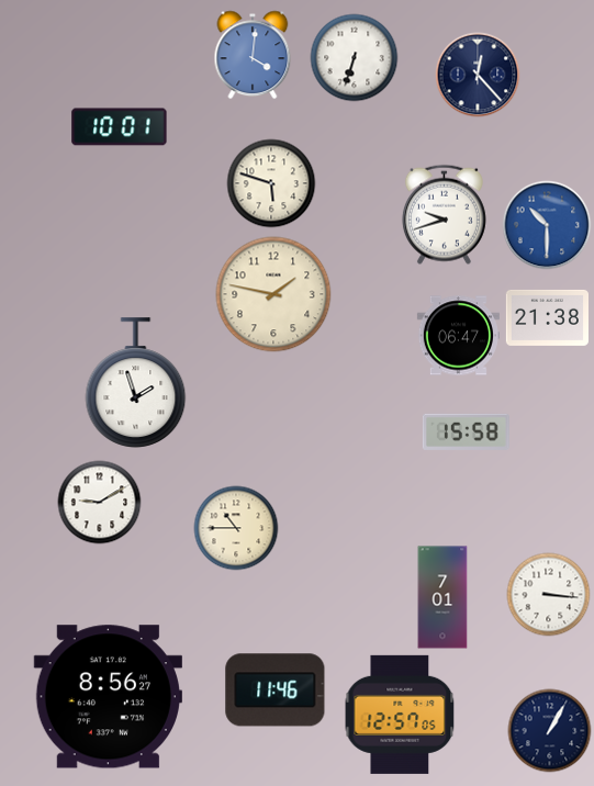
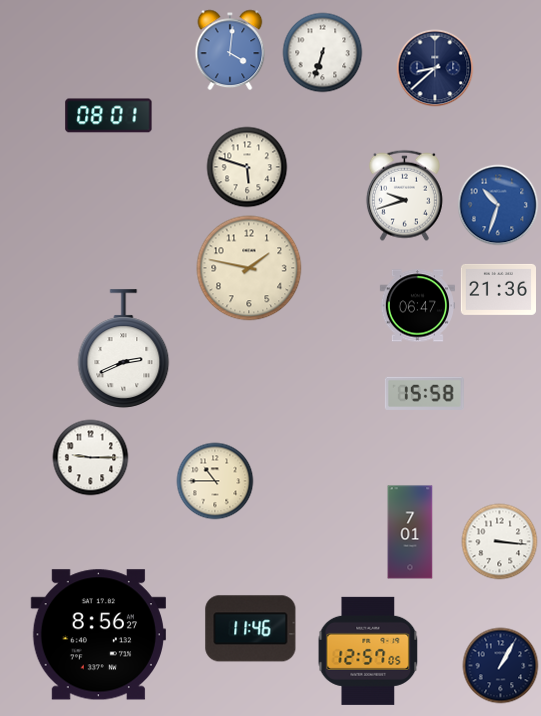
clock at (478, 75): 12:23 -> 8:38
clock at (120, 127): 10:01 -> 08:01
clock at (547, 225): 10:30 -> 10:33
clock at (547, 317): 21:38 -> 21:36
clock at (136, 383): 1:57 -> 2:41
clock at (100, 503): 9:10 -> 9:15
clock at (442, 597) position: (442, 597) -> (410, 532)
clock at (400, 715) position: (400, 715) -> (368, 651)
